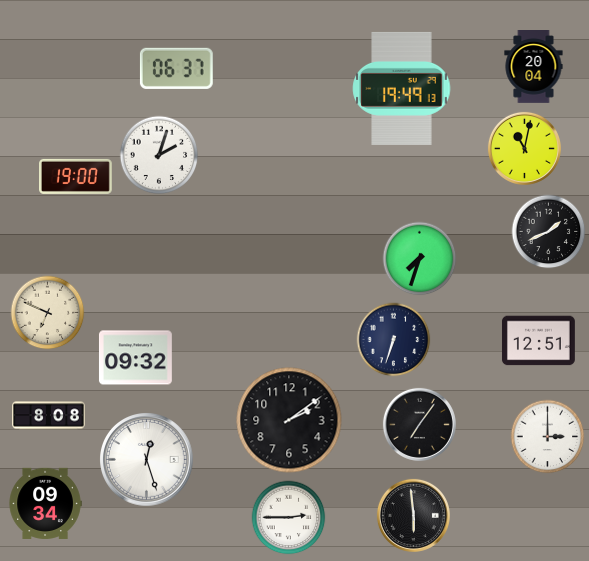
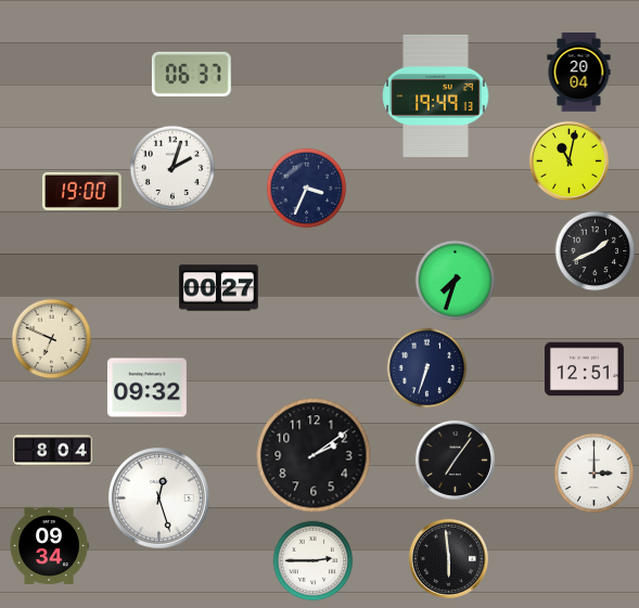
clock at (307, 189): none -> 3:34
clock at (218, 288): none -> 00:27
clock at (49, 416): 8:08 -> 8:04
